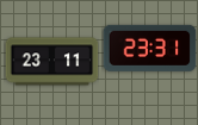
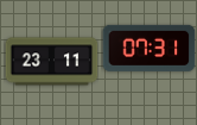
clock at (149, 48): 23:31 -> 07:31
